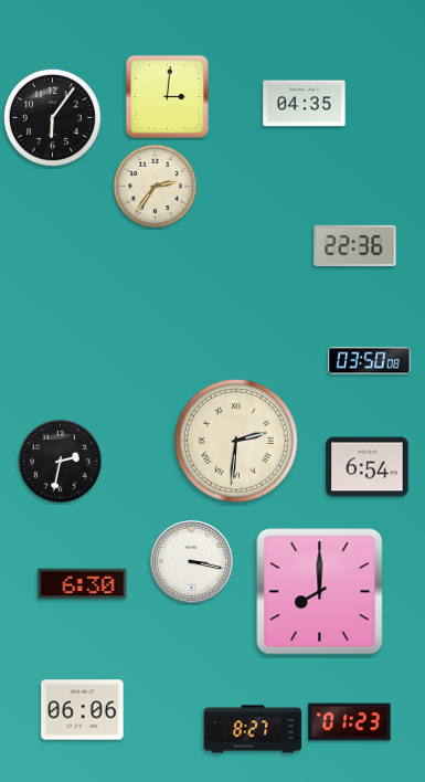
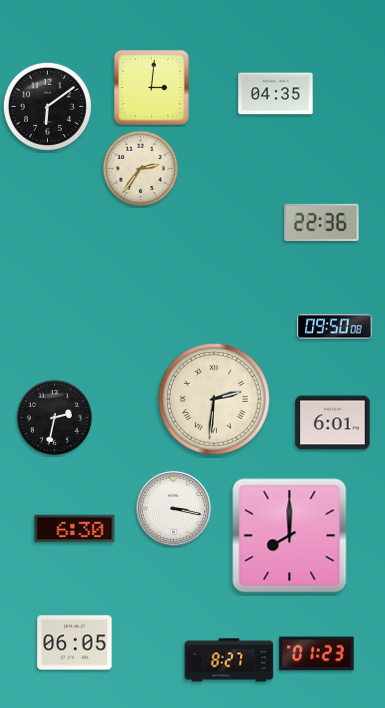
clock at (52, 117): 6:06 -> 6:09
clock at (370, 361): 03:50 -> 09:50
clock at (368, 467): 6:54 -> 6:01
clock at (83, 710): 06:06 -> 06:05
